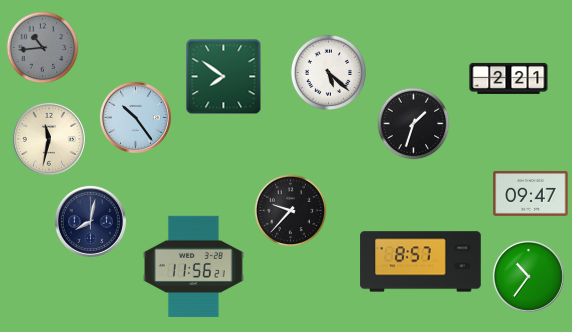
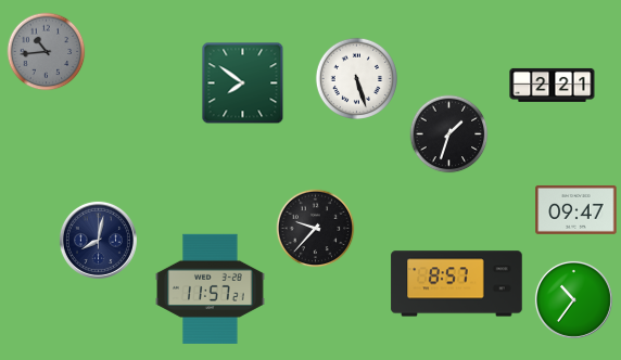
clock at (328, 72): 5:22 -> 5:27
clock at (135, 117): 10:24 -> none
clock at (49, 139): 11:32 -> none
clock at (194, 266): 11:56 -> 11:57
